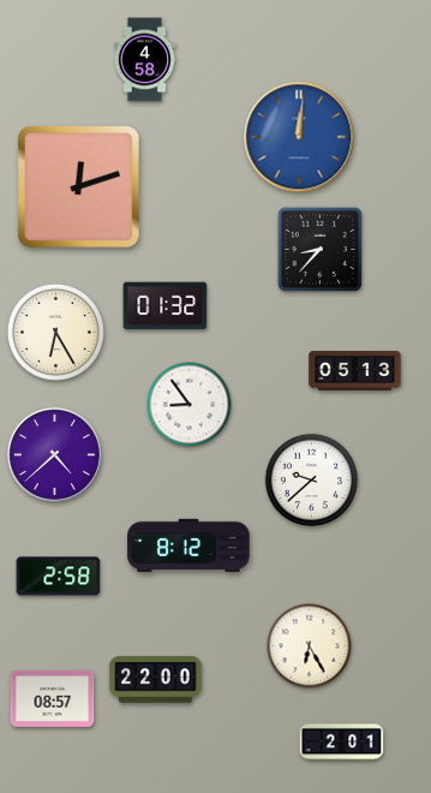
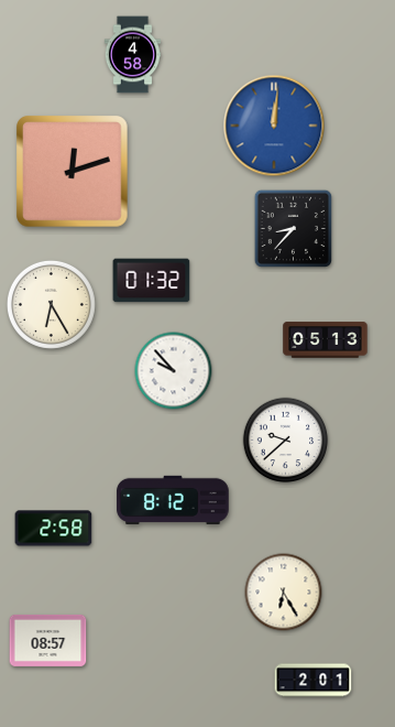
clock at (190, 405): 8:54 -> 9:53
clock at (54, 454): 4:38 -> none
clock at (156, 680): 22:00 -> none
